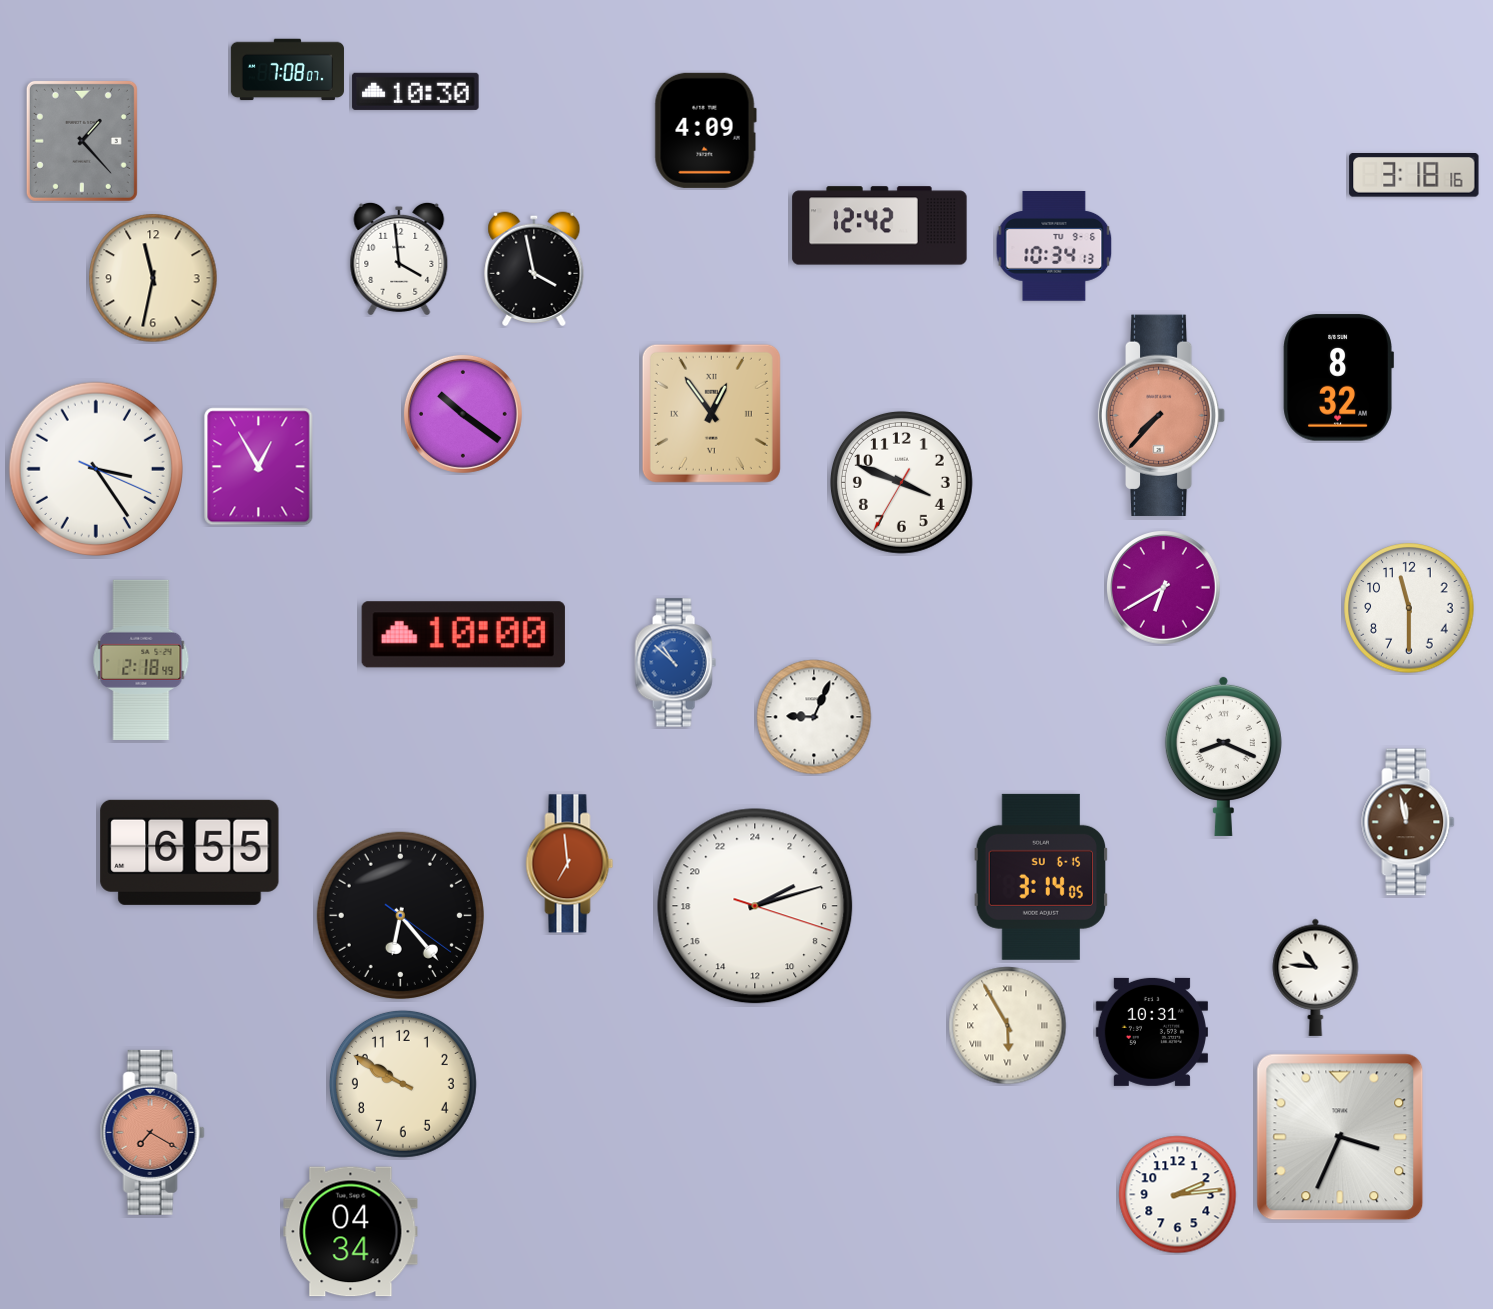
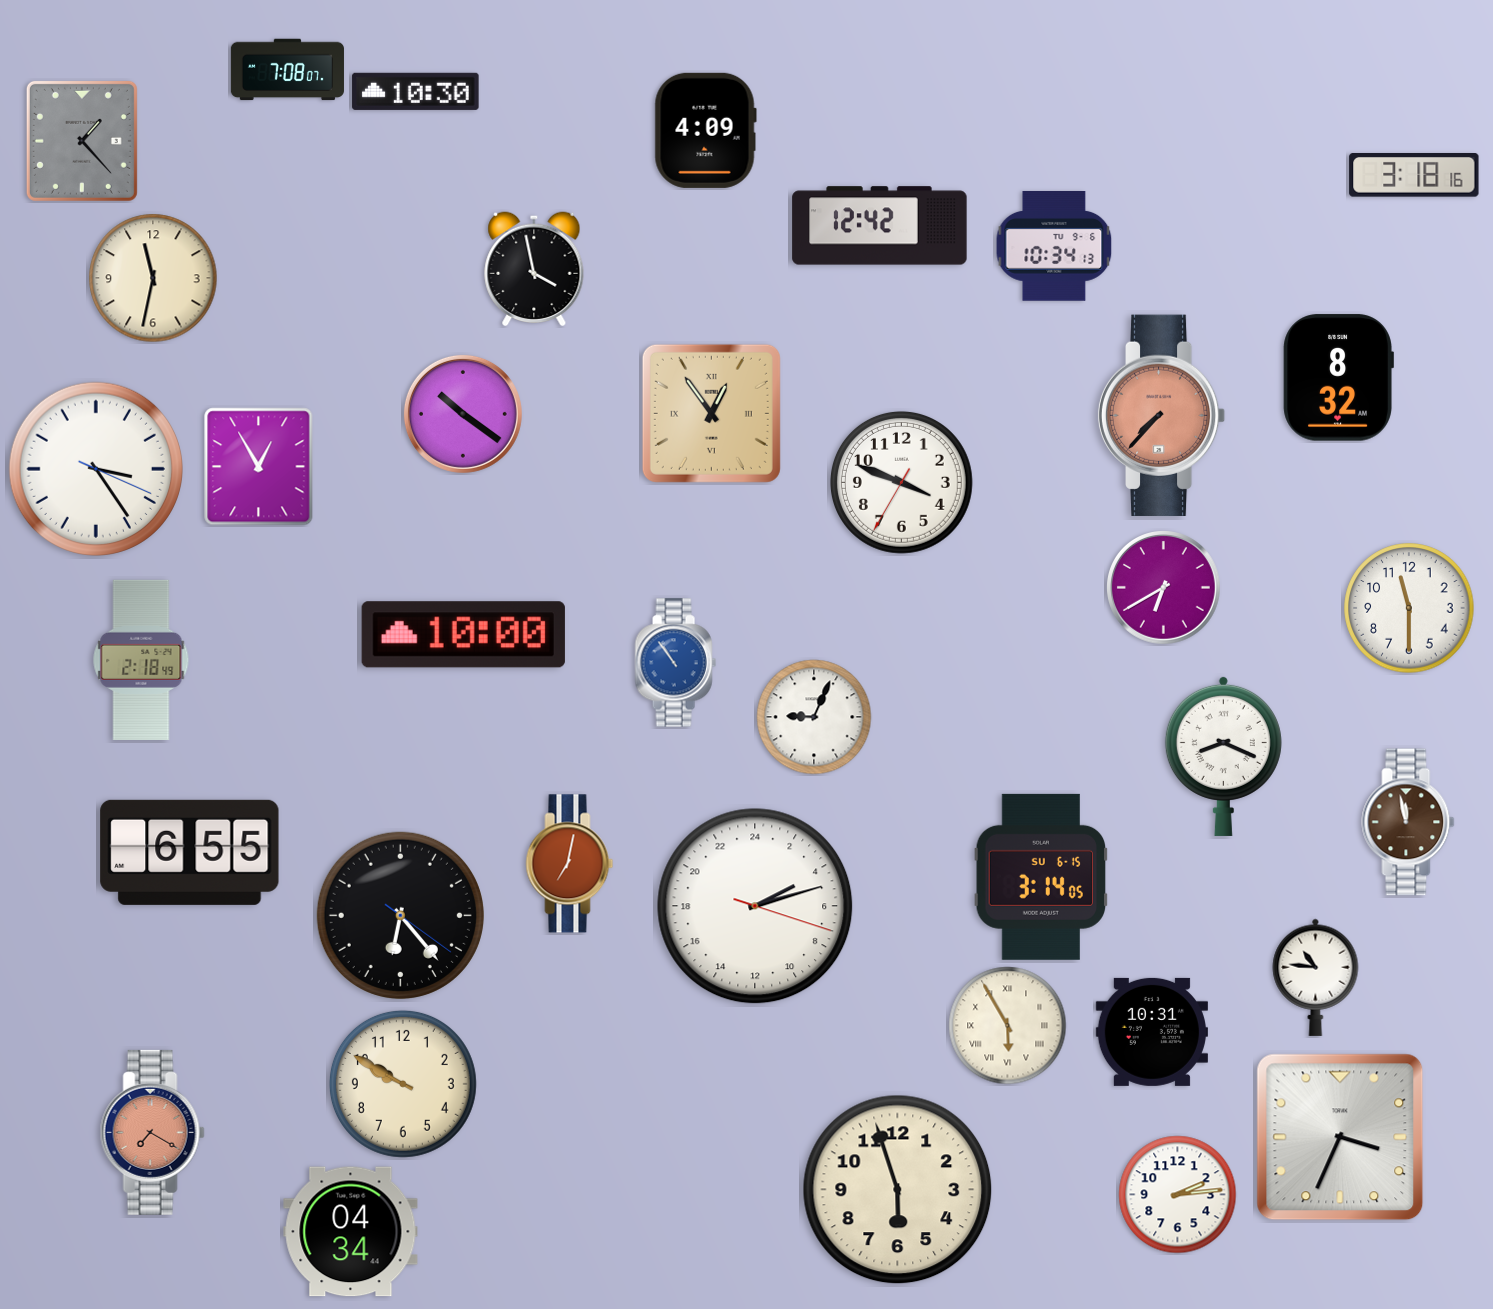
clock at (399, 259): 3:59 -> none
clock at (675, 663): 10:52 -> 10:54
clock at (570, 864): 6:59 -> 7:02
clock at (898, 1190): none -> 5:57
